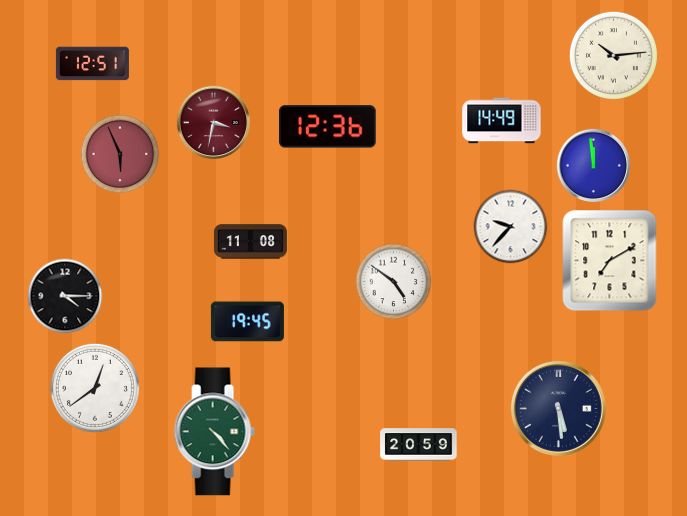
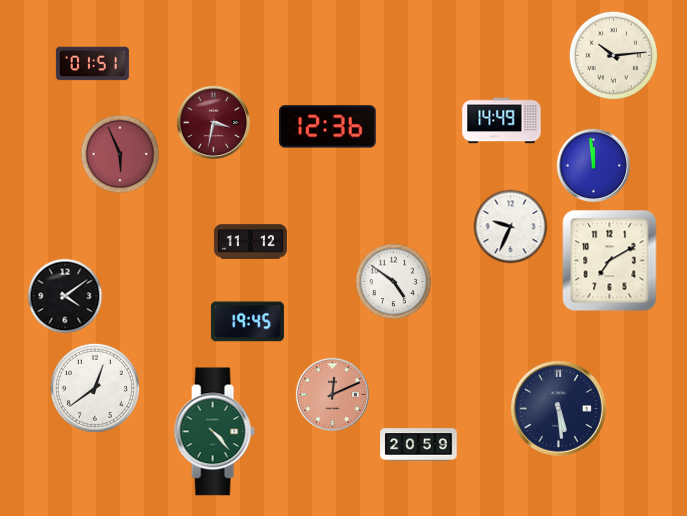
clock at (92, 64): 12:51 -> 01:51
clock at (511, 227): 9:37 -> 9:34
clock at (250, 242): 11:08 -> 11:12
clock at (65, 296): 4:15 -> 4:09
clock at (332, 394): none -> 12:11
